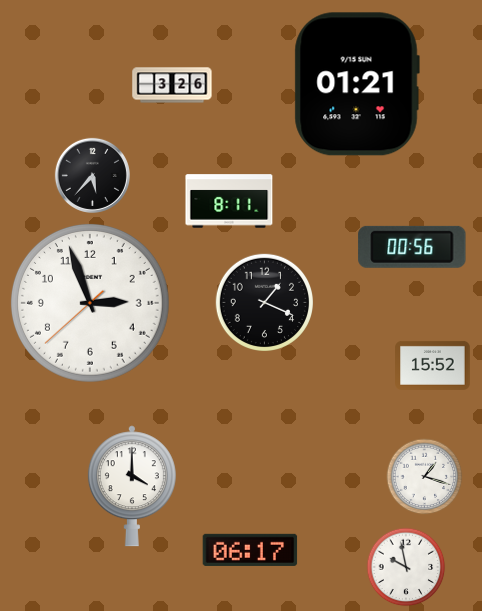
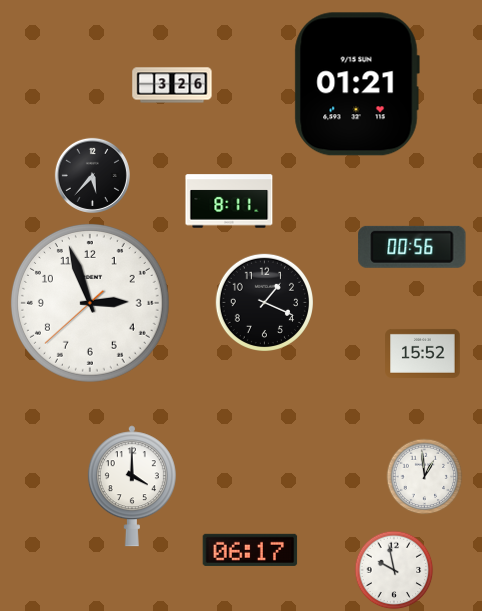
clock at (433, 365) position: (433, 365) -> (423, 353)
clock at (425, 477): 1:18 -> 12:59
clock at (406, 567) position: (406, 567) -> (394, 570)
